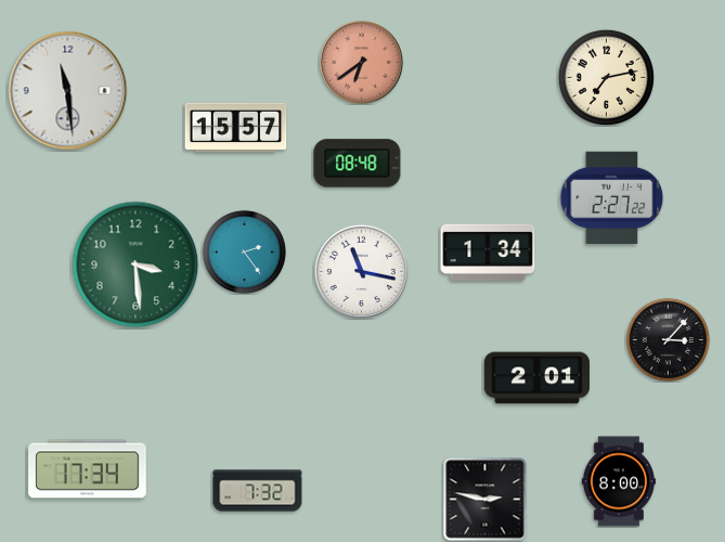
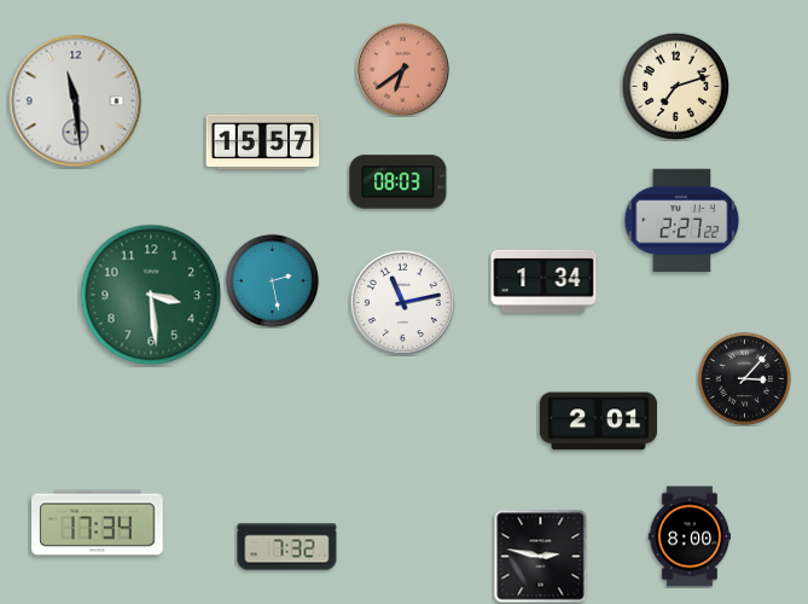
clock at (606, 77): 7:13 -> 7:12
clock at (358, 164): 08:48 -> 08:03
clock at (244, 251): 2:24 -> 2:28
clock at (361, 271): 11:17 -> 11:13
